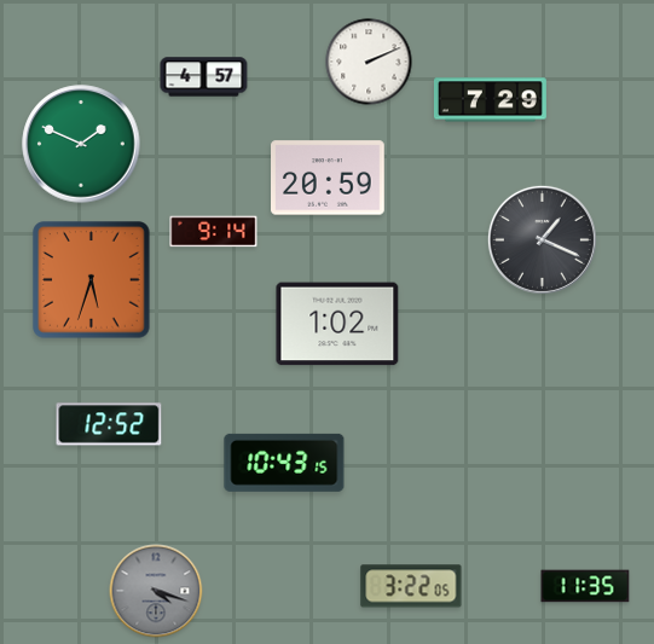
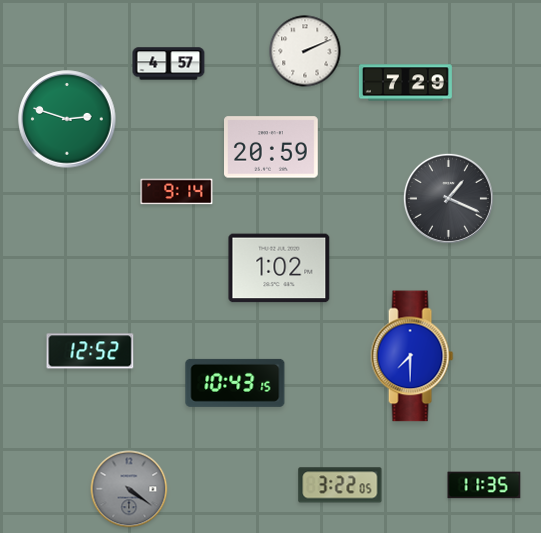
clock at (81, 144): 1:49 -> 2:48
clock at (92, 280): 5:33 -> none
clock at (412, 356): none -> 7:30
clock at (156, 591): 4:18 -> 4:21
